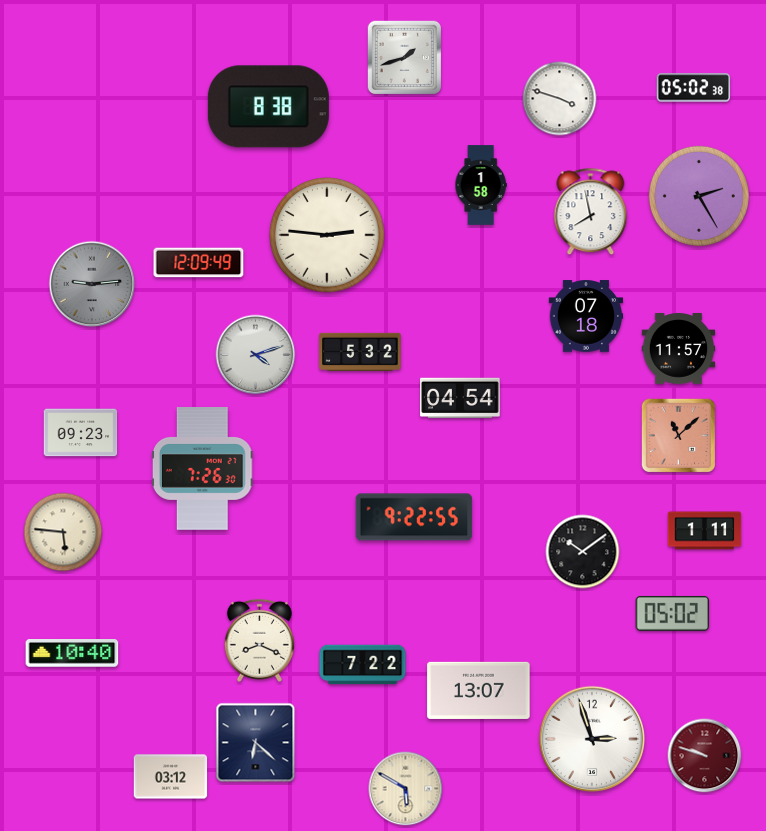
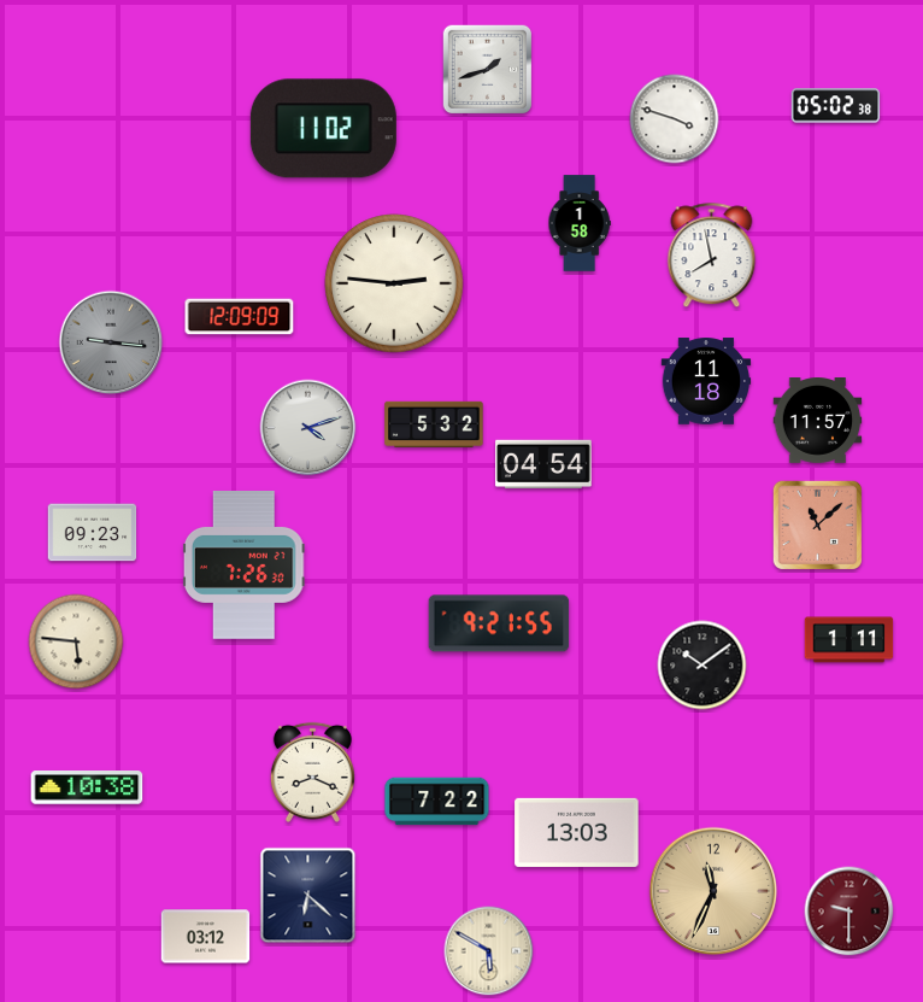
clock at (268, 107): 8:38 -> 11:02
clock at (699, 196): 2:25 -> none
clock at (199, 263): 12:09:49 -> 12:09:09
clock at (92, 284): 9:14 -> 9:16
clock at (586, 316): 07:18 -> 11:18
clock at (460, 398) position: (460, 398) -> (543, 464)
clock at (81, 433) position: (81, 433) -> (93, 533)
clock at (414, 517): 9:22 -> 9:21
clock at (673, 613): 05:02 -> none
clock at (72, 653): 10:40 -> 10:38
clock at (479, 690): 13:07 -> 13:03
clock at (592, 739): 2:57 -> 11:34
clock at (592, 739) dial: white -> champagne
clock at (705, 756): 9:48 -> 9:30
